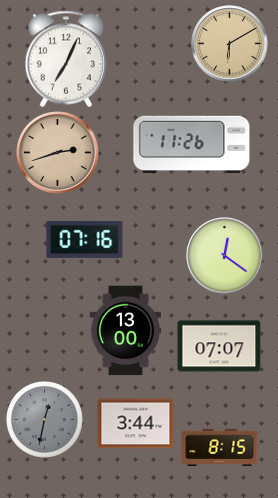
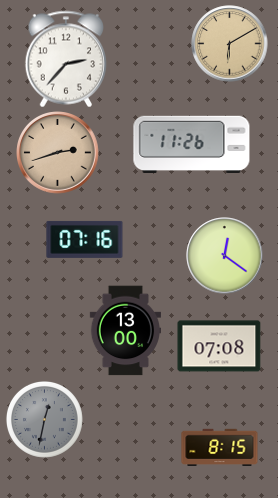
clock at (66, 59): 7:04 -> 2:37
clock at (219, 346): 07:07 -> 07:08
clock at (136, 424): 3:44 -> none
